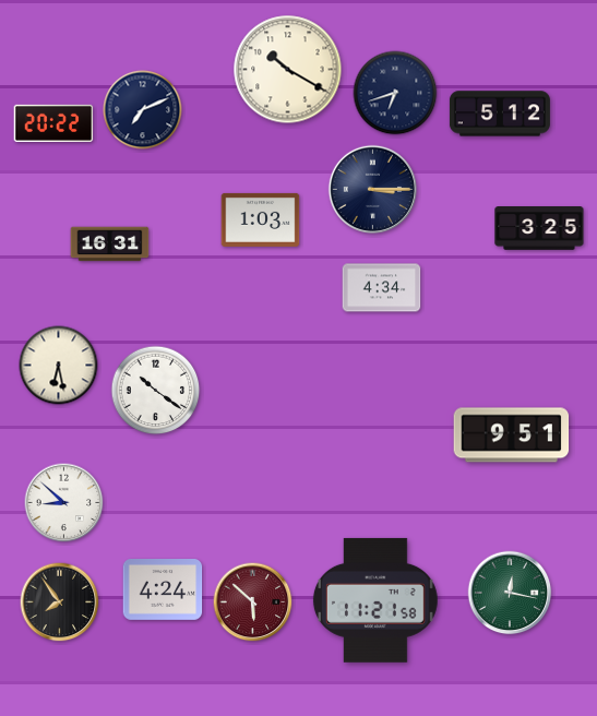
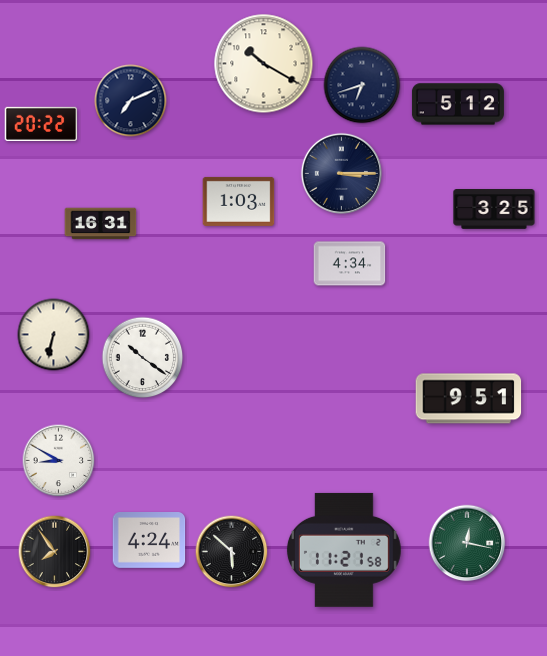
clock at (53, 123) position: (53, 123) -> (41, 124)
clock at (59, 366): 6:28 -> 6:32
clock at (64, 503): 8:52 -> 8:50
clock at (253, 602) dial: burgundy -> black
